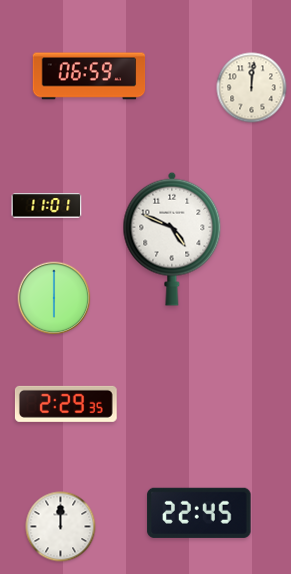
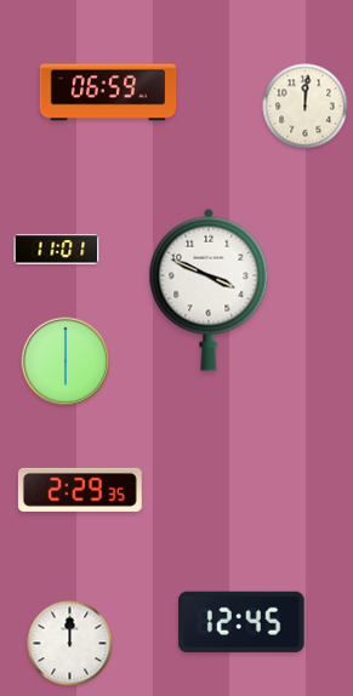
clock at (172, 239): 4:49 -> 3:49
clock at (199, 513): 22:45 -> 12:45
clock at (61, 527) position: (61, 527) -> (70, 644)
